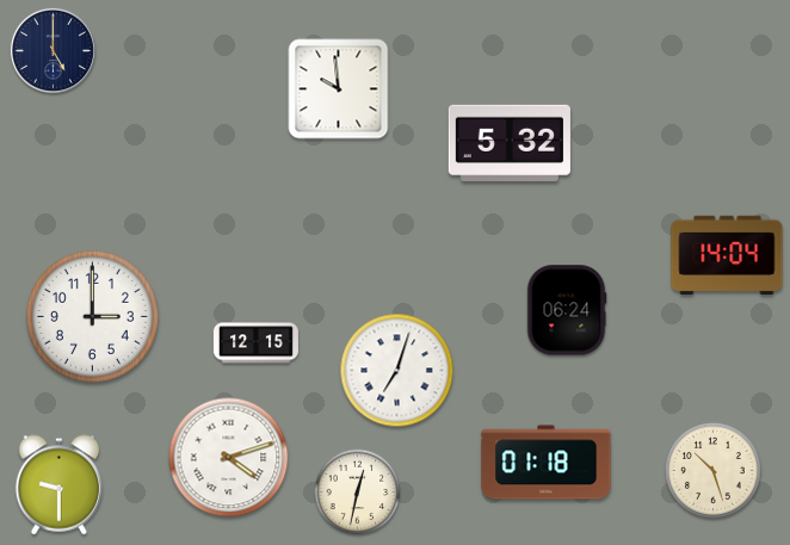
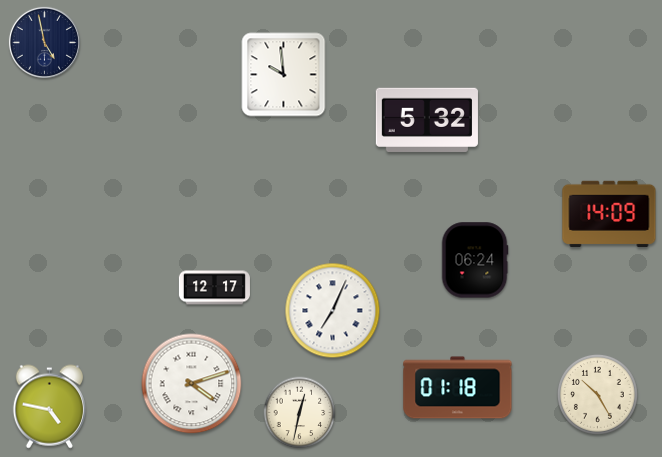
clock at (53, 50): 5:00 -> 4:58
clock at (727, 255): 14:04 -> 14:09
clock at (92, 316): 3:00 -> none
clock at (255, 343): 12:15 -> 12:17
clock at (397, 371): 7:03 -> 7:04
clock at (712, 470): 10:27 -> 10:25
clock at (58, 485): 9:30 -> 4:47
